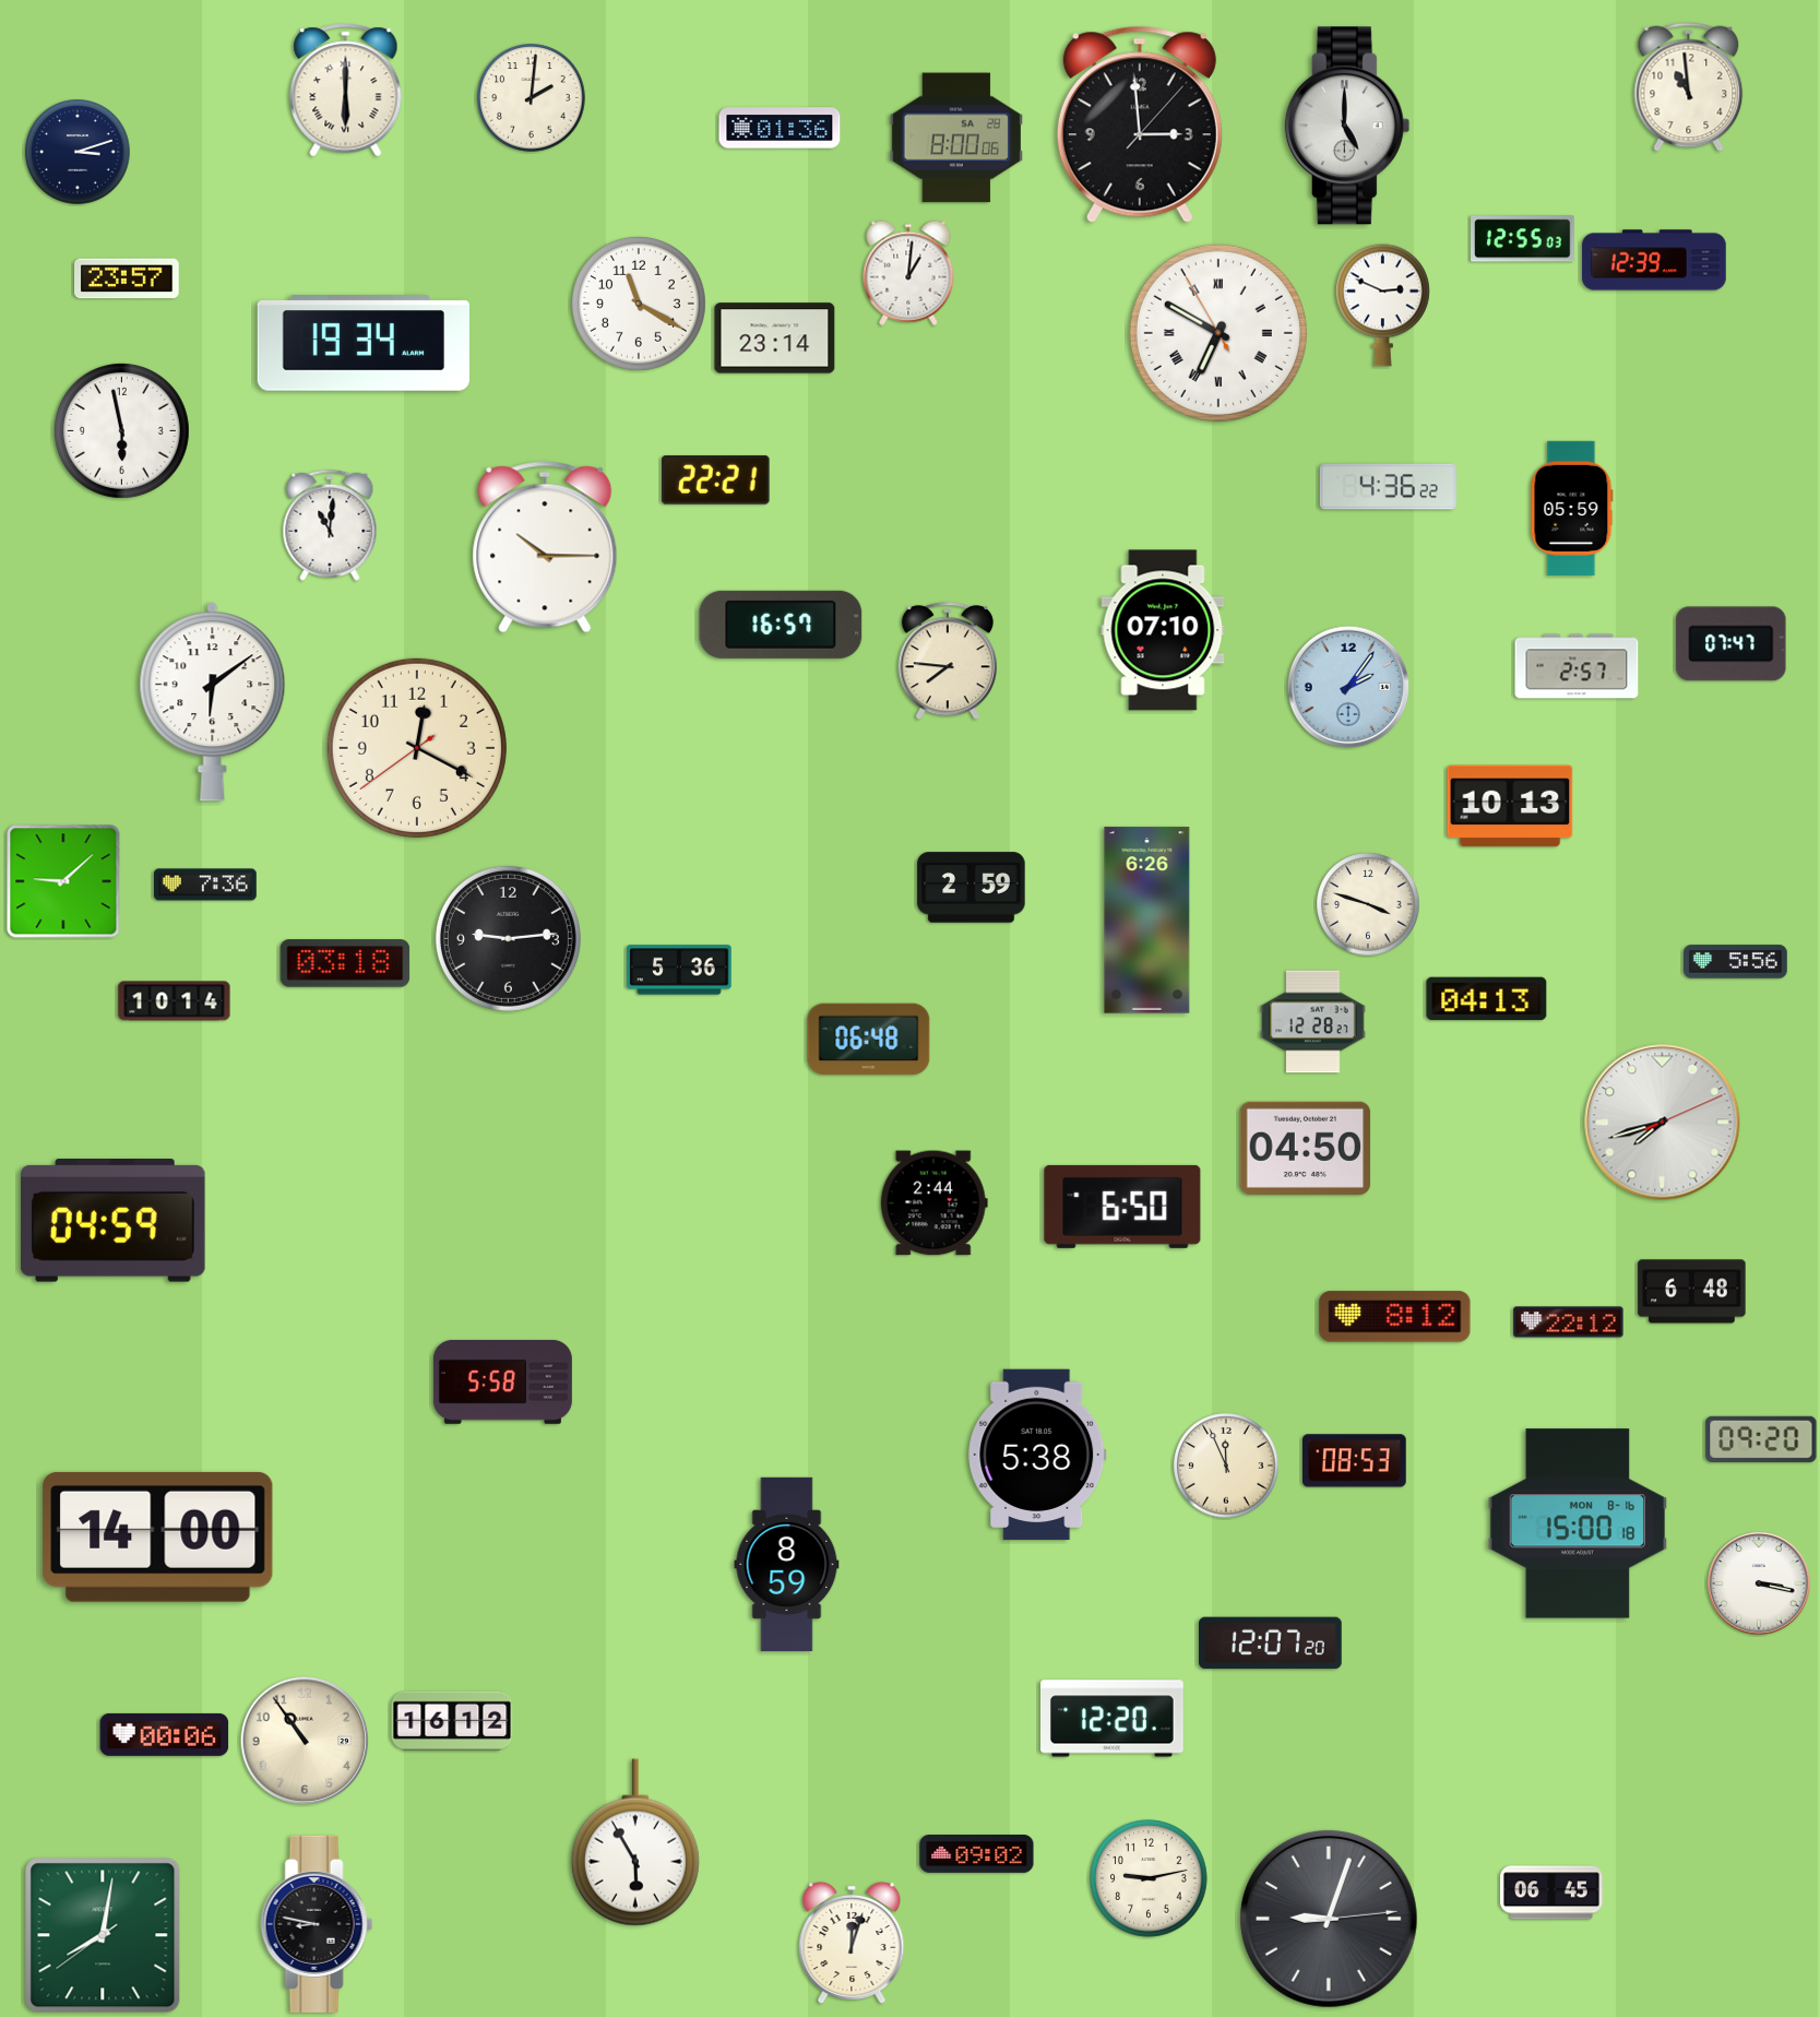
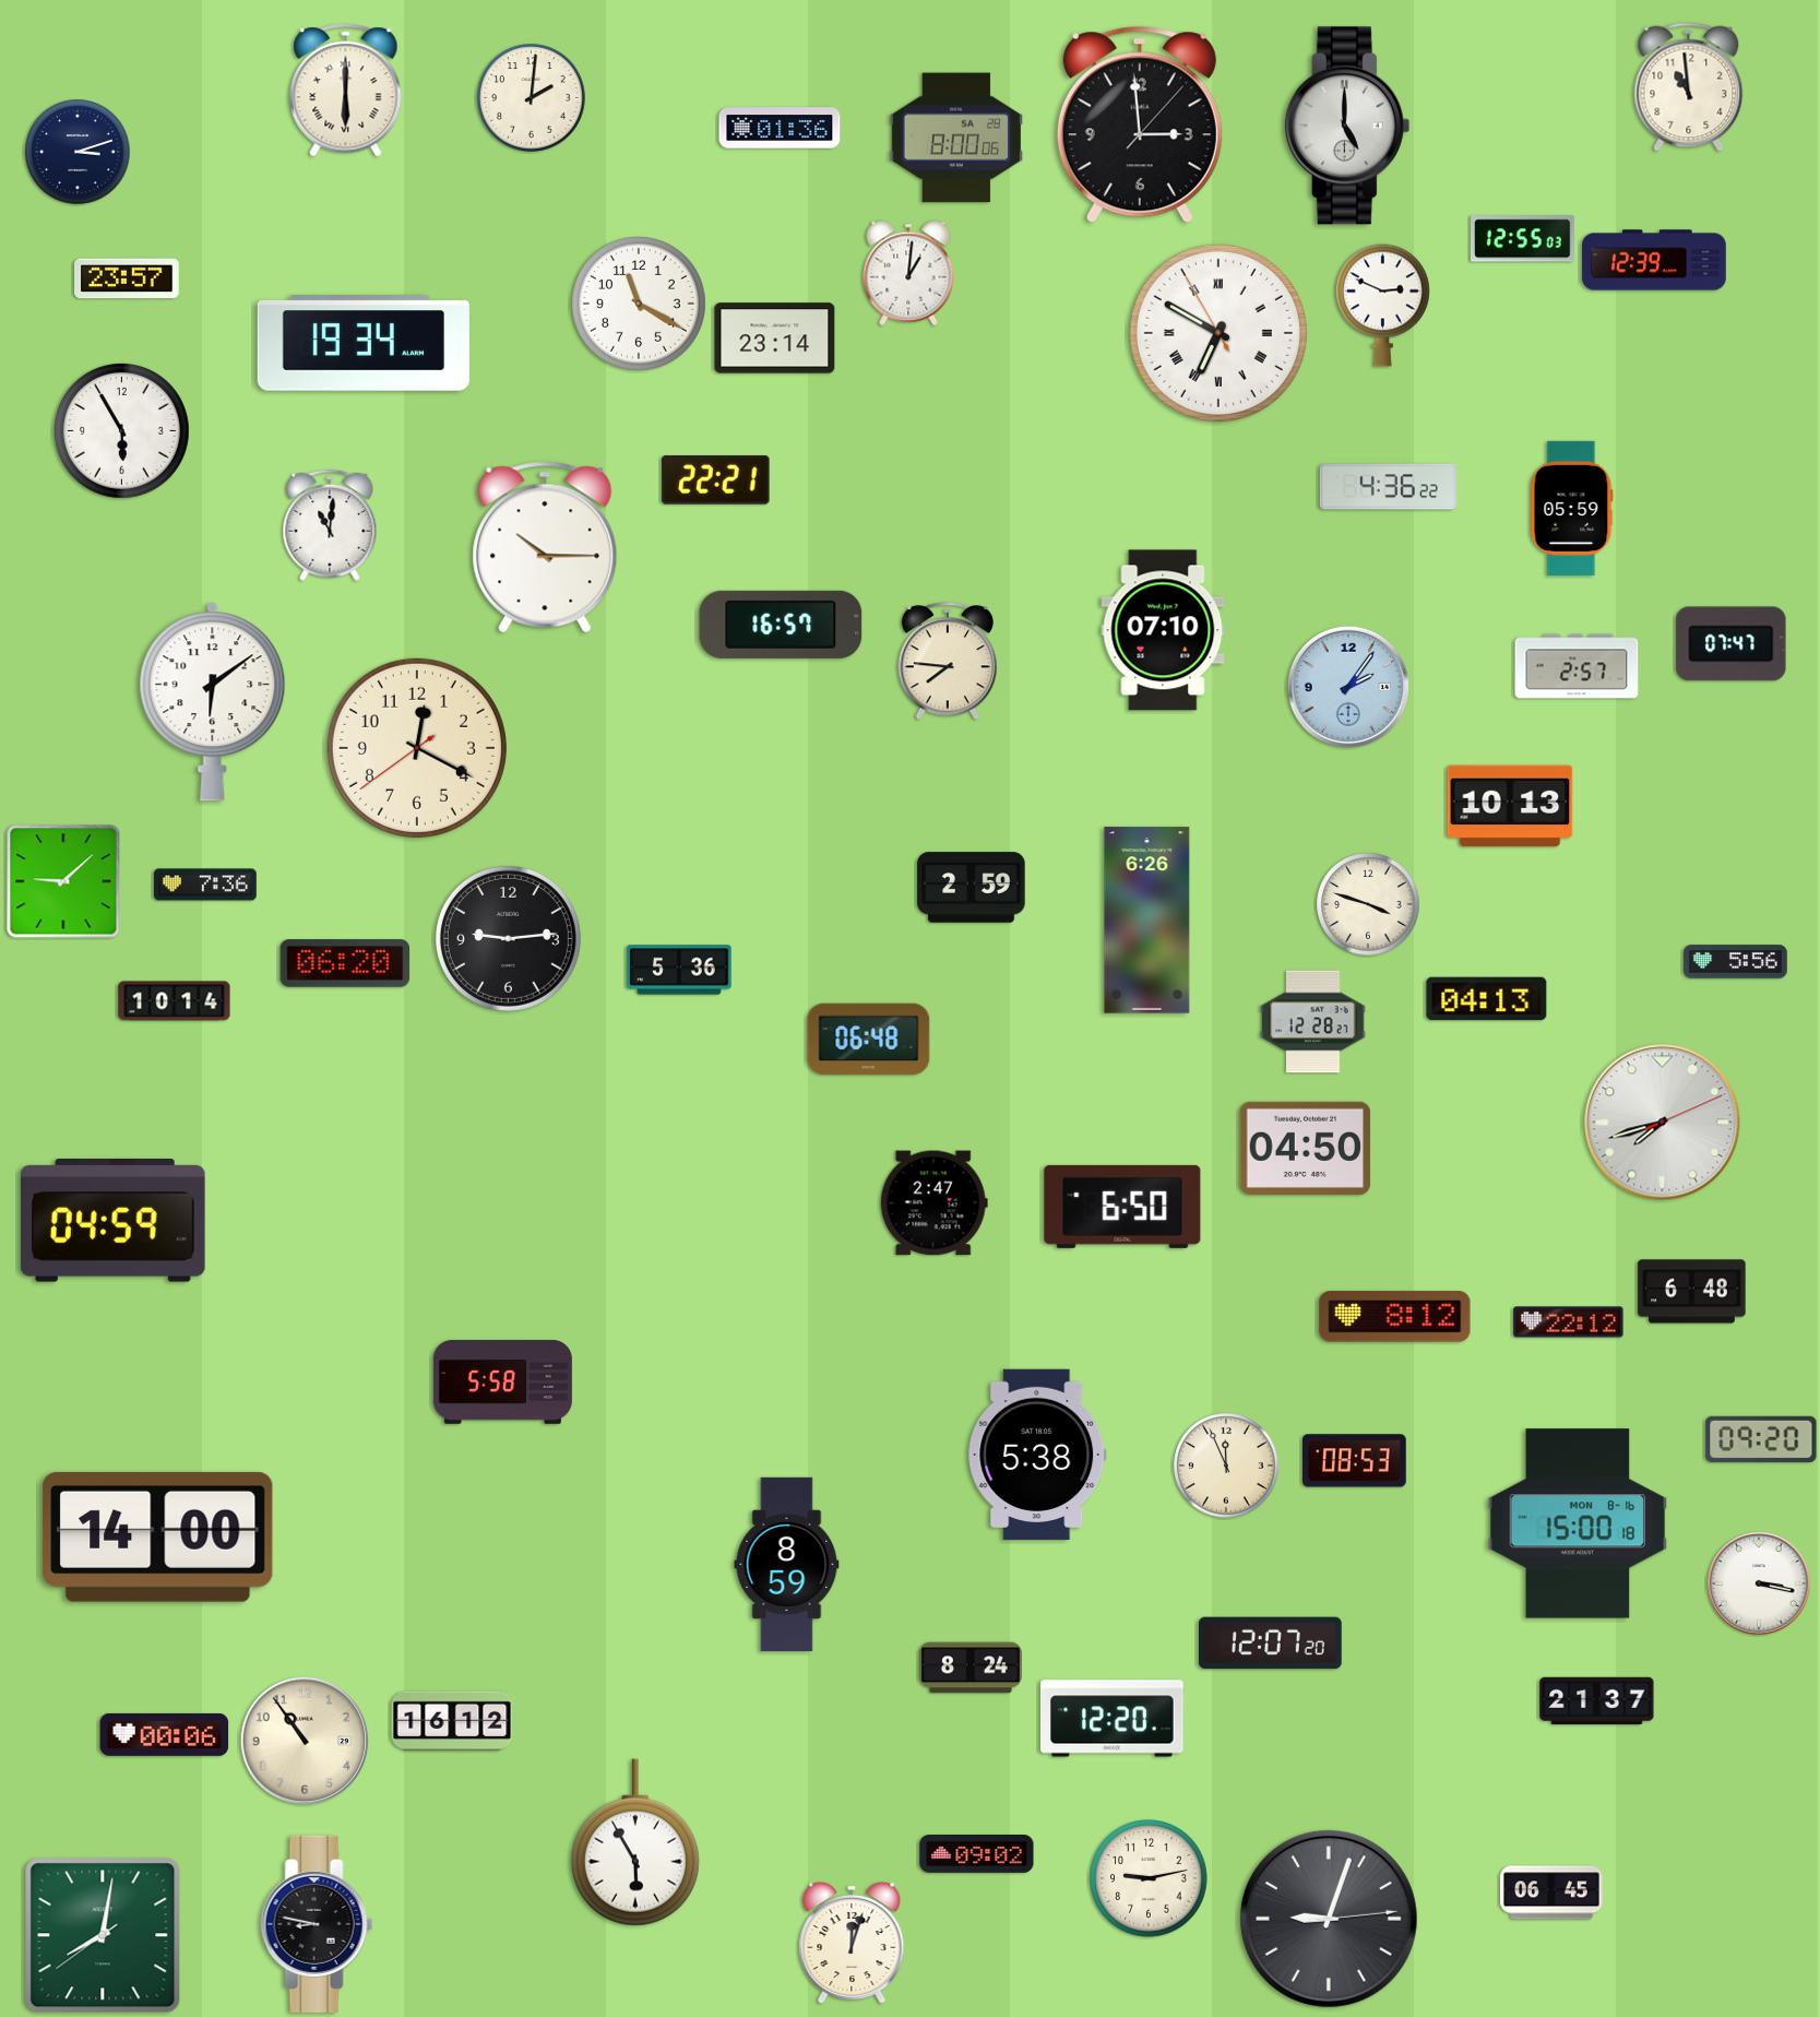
clock at (121, 430): 5:58 -> 5:55
clock at (345, 963): 03:18 -> 06:20
clock at (933, 1203): 2:44 -> 2:47
clock at (972, 1668): none -> 8:24
clock at (1597, 1701): none -> 21:37
